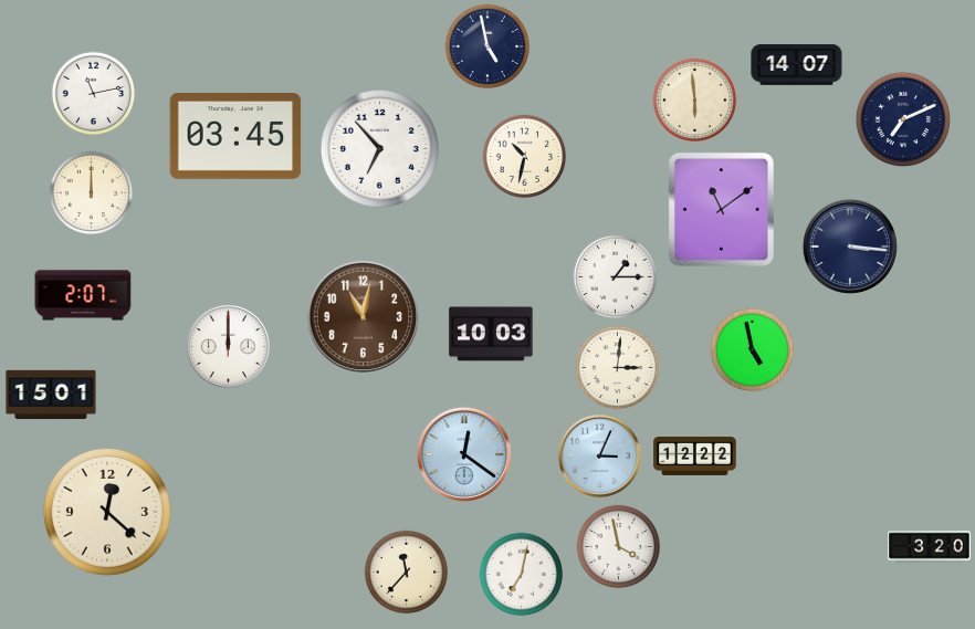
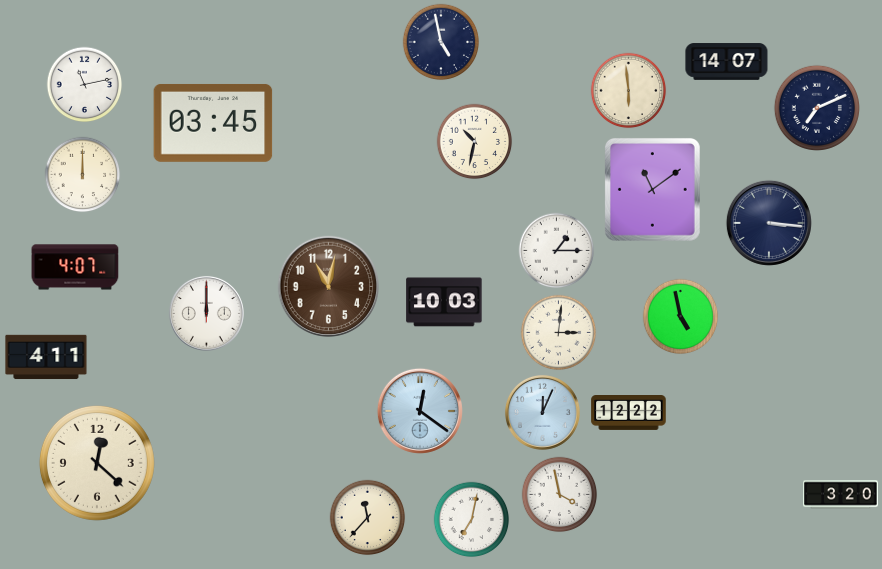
clock at (797, 65) position: (797, 65) -> (727, 62)
clock at (379, 148): 6:53 -> none
clock at (83, 295): 2:07 -> 4:07
clock at (51, 395): 15:01 -> 4:11
clock at (599, 455): 3:04 -> 12:04
